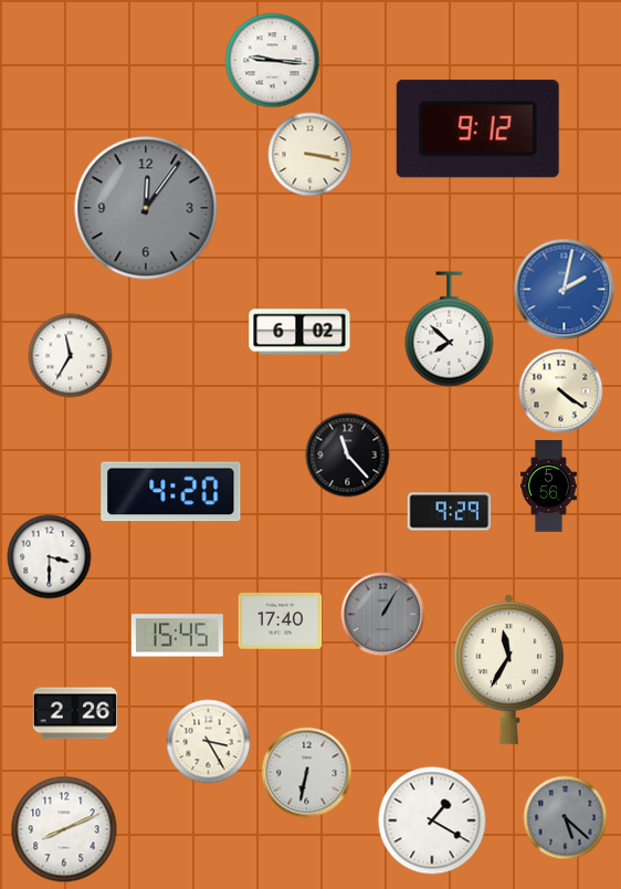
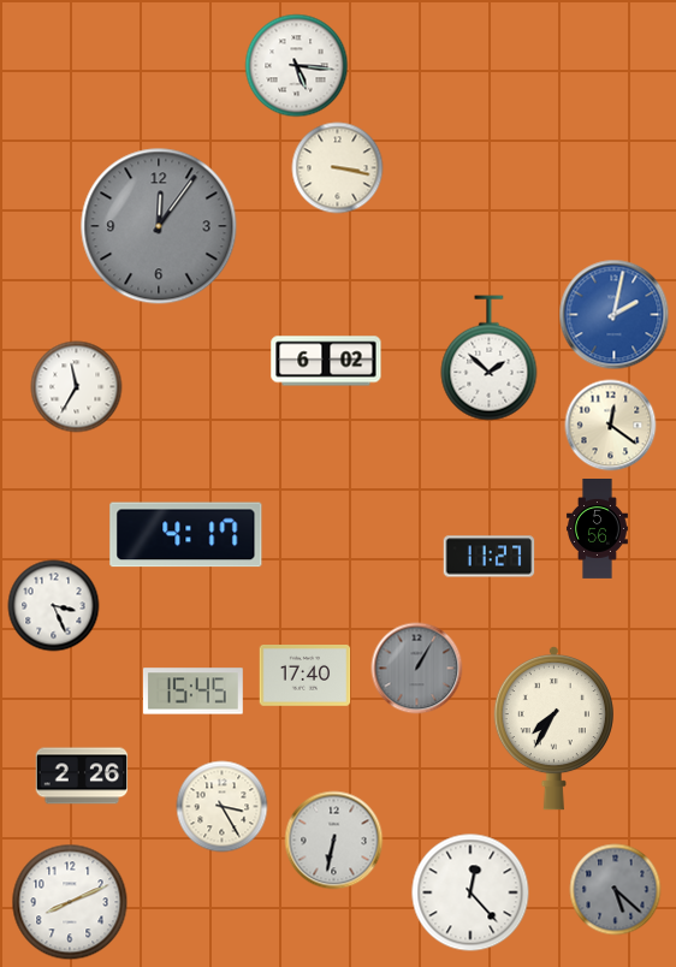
clock at (273, 61): 9:16 -> 5:16
clock at (477, 129): 9:12 -> none
clock at (450, 330): 7:52 -> 1:52
clock at (561, 391): 4:21 -> 12:21
clock at (348, 456): 11:23 -> none
clock at (171, 492): 4:20 -> 4:17
clock at (450, 512): 9:29 -> 11:27
clock at (50, 557): 3:30 -> 3:26
clock at (508, 669): 11:35 -> 7:35
clock at (209, 742) position: (209, 742) -> (223, 807)
clock at (432, 820): 1:20 -> 12:23
